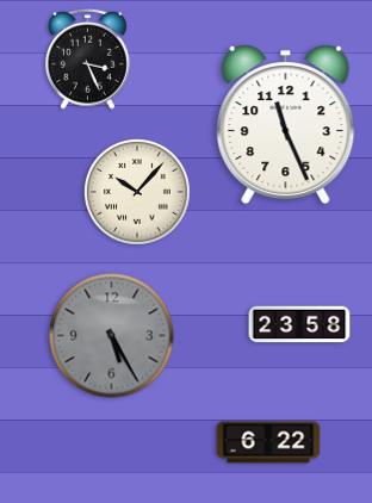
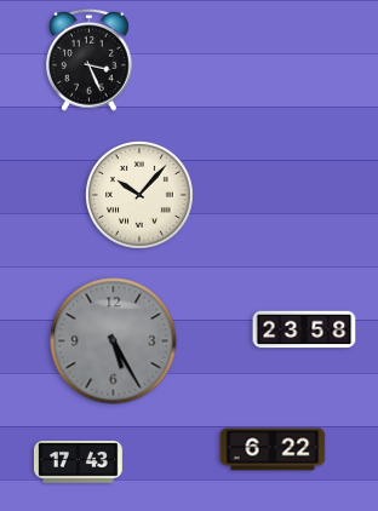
clock at (286, 125): 11:26 -> none
clock at (79, 461): none -> 17:43
